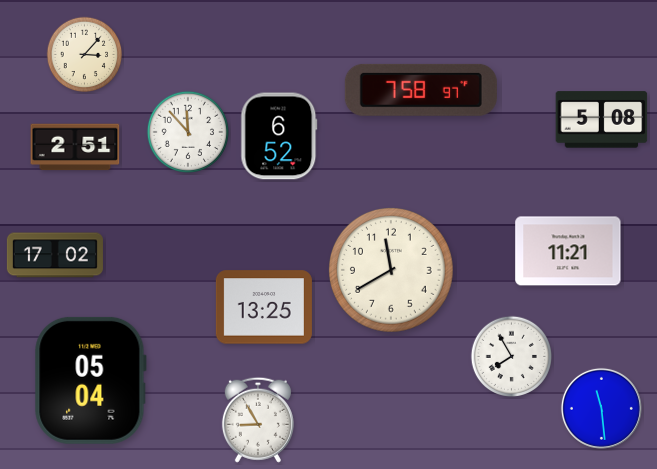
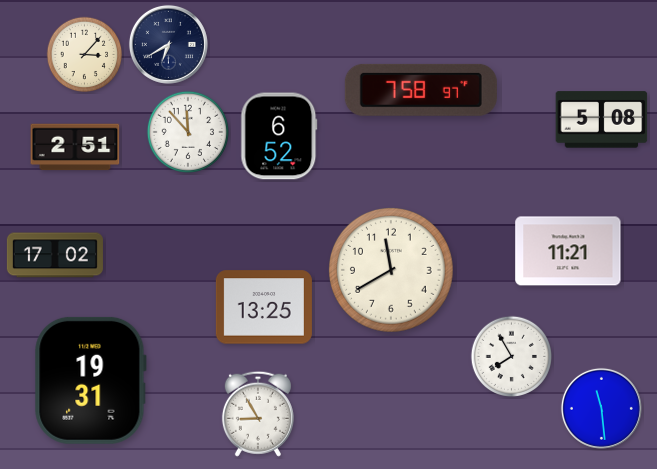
clock at (168, 44): none -> 6:40
clock at (90, 380): 05:04 -> 19:31
clock at (258, 420) position: (258, 420) -> (258, 414)
